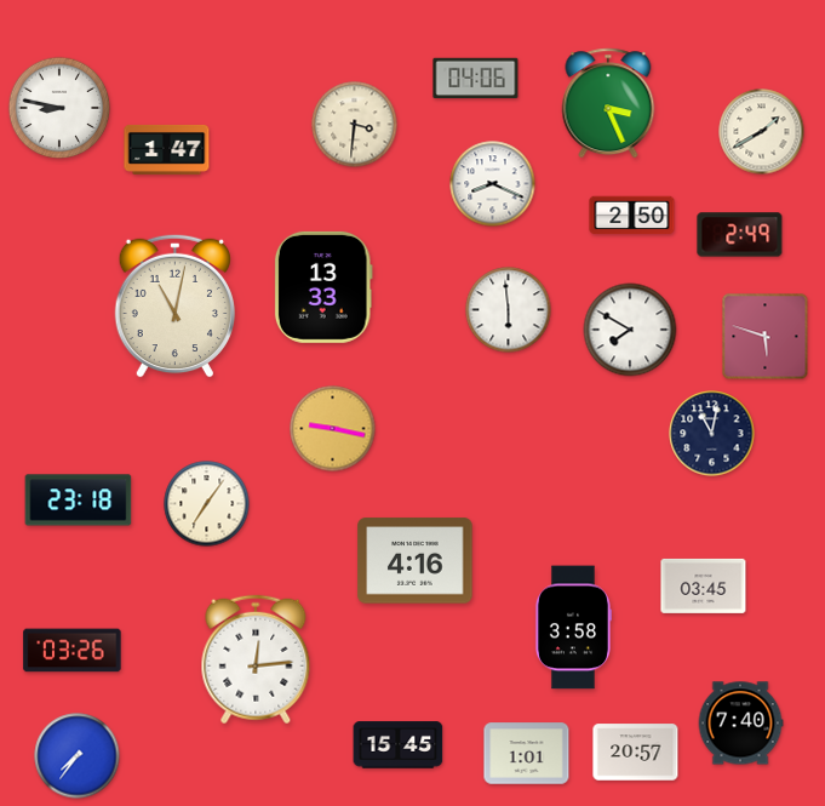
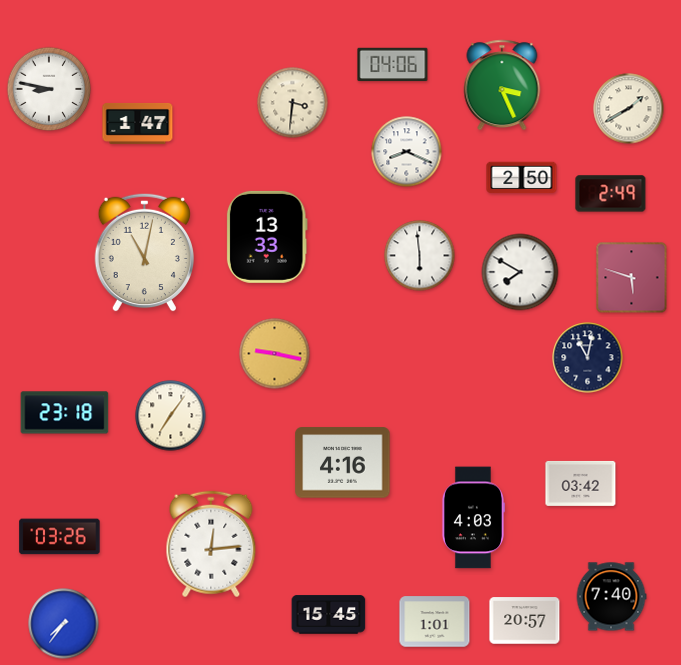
clock at (704, 585): 03:45 -> 03:42
clock at (573, 628): 3:58 -> 4:03
